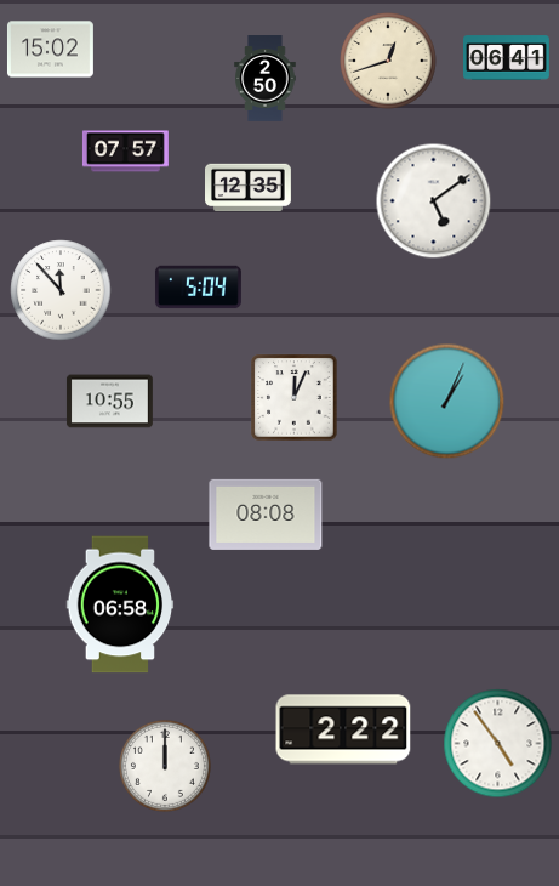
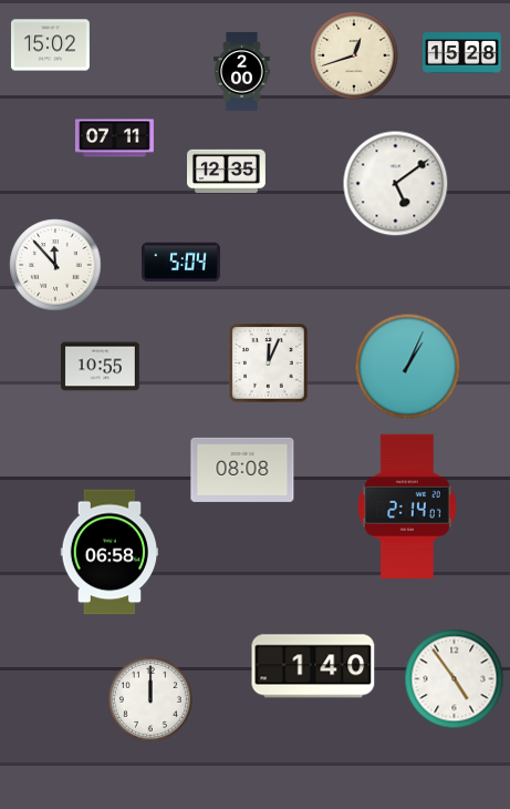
clock at (50, 50) position: (50, 50) -> (50, 45)
clock at (507, 58): 06:41 -> 15:28
clock at (266, 79): 2:50 -> 2:00
clock at (126, 152): 07:57 -> 07:11
clock at (408, 505): none -> 2:14
clock at (343, 729): 2:22 -> 1:40
